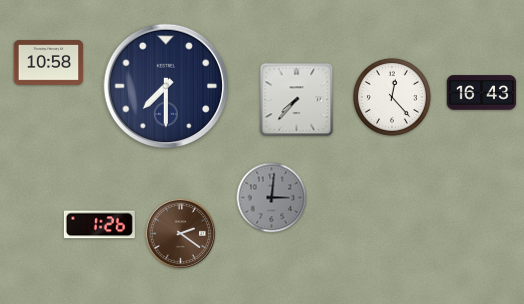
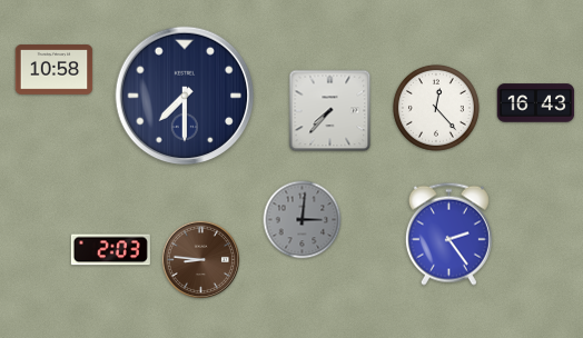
clock at (448, 233): none -> 2:24
clock at (99, 225): 1:26 -> 2:03
clock at (180, 233): 2:21 -> 8:46
